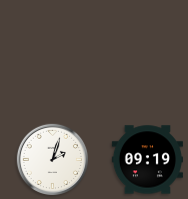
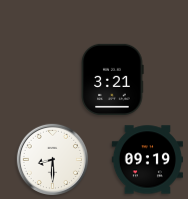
clock at (112, 79): none -> 3:21
clock at (52, 159): 2:03 -> 8:30
